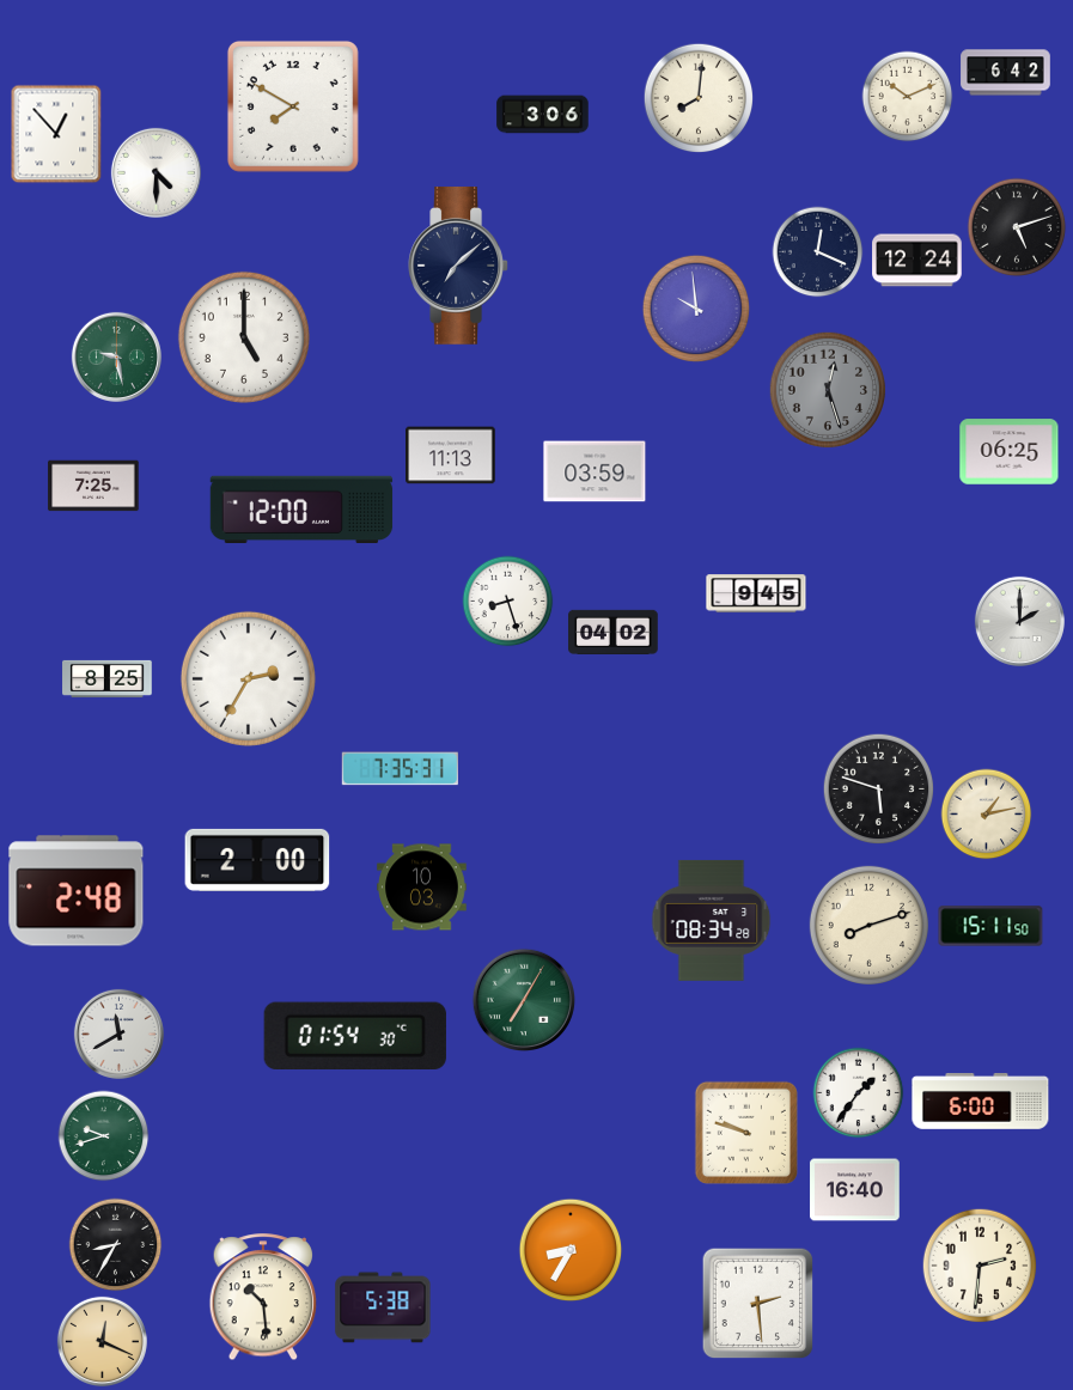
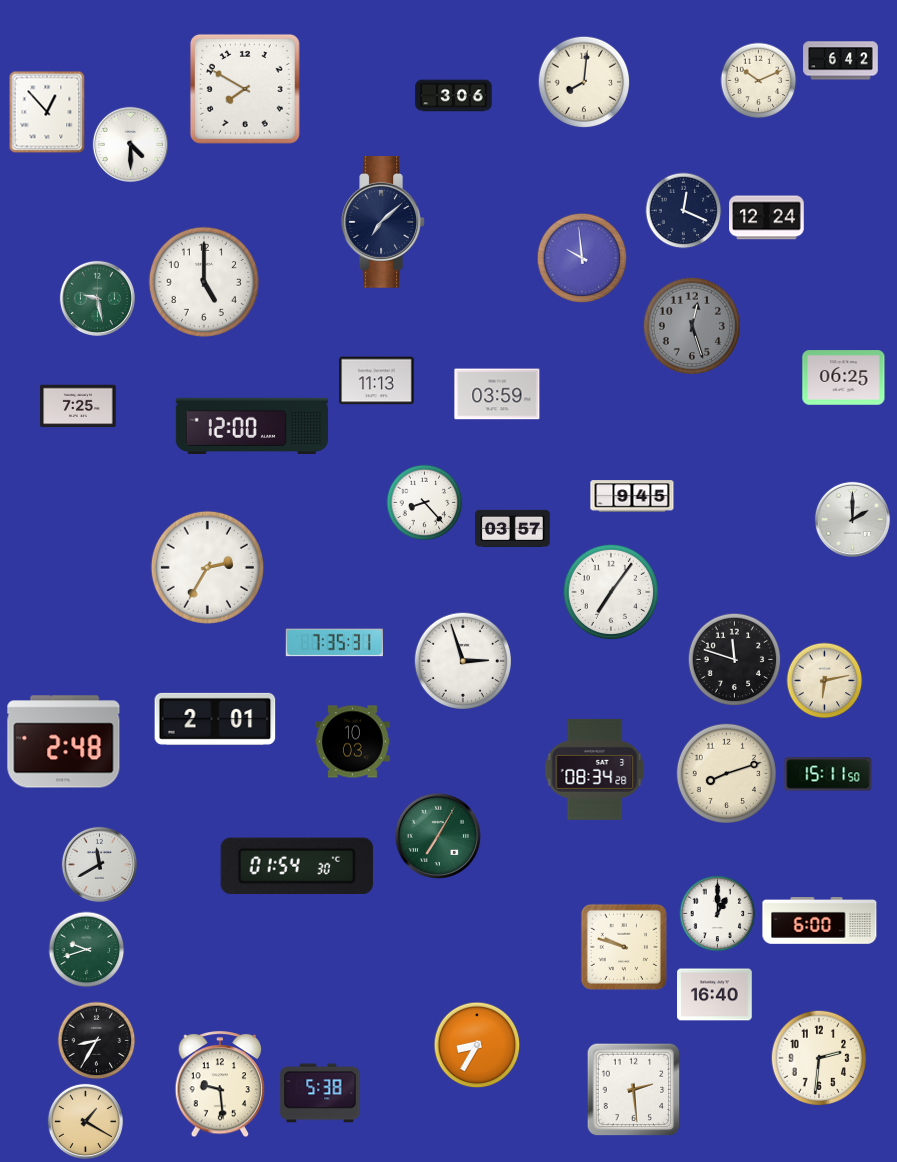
clock at (1017, 227): 5:12 -> none
clock at (508, 602): 8:27 -> 8:23
clock at (614, 632): 04:02 -> 03:57
clock at (108, 678): 8:25 -> none
clock at (611, 592): none -> 7:06
clock at (462, 660): none -> 2:57
clock at (879, 790): 5:48 -> 11:48
clock at (987, 815): 1:13 -> 6:13
clock at (257, 860): 2:00 -> 2:01
clock at (77, 891) position: (77, 891) -> (64, 742)
clock at (859, 1093): 1:36 -> 1:00
clock at (263, 1298): 10:29 -> 9:29
clock at (102, 1341): 12:19 -> 1:20
